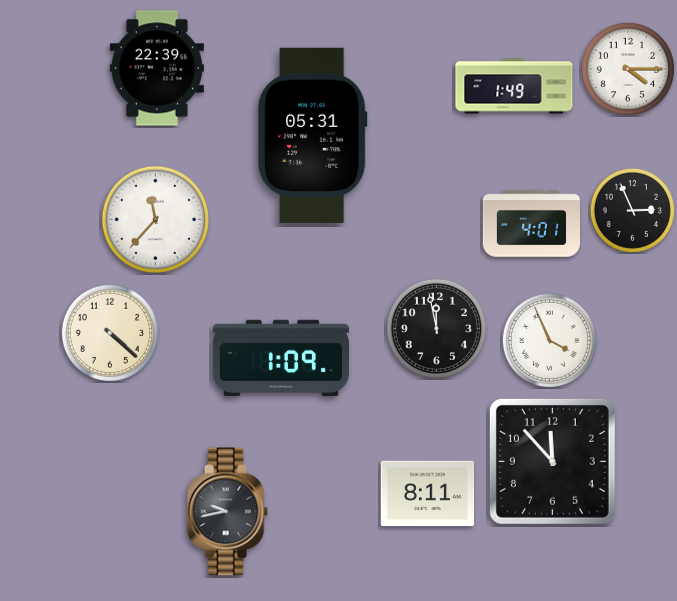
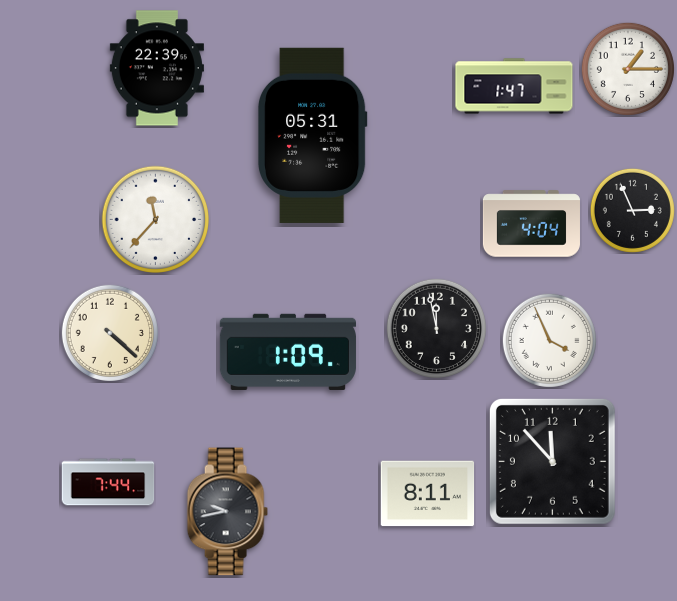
clock at (628, 69): 4:15 -> 1:15
clock at (514, 86): 1:49 -> 1:47
clock at (531, 224): 4:01 -> 4:04
clock at (281, 358) position: (281, 358) -> (288, 352)
clock at (108, 482): none -> 7:44
